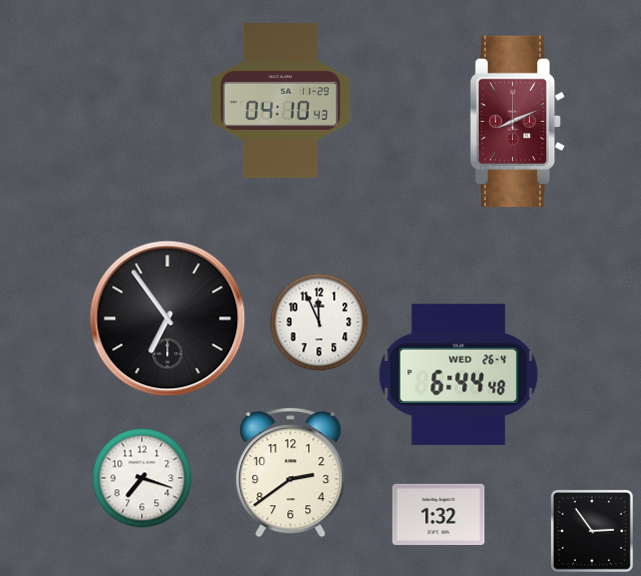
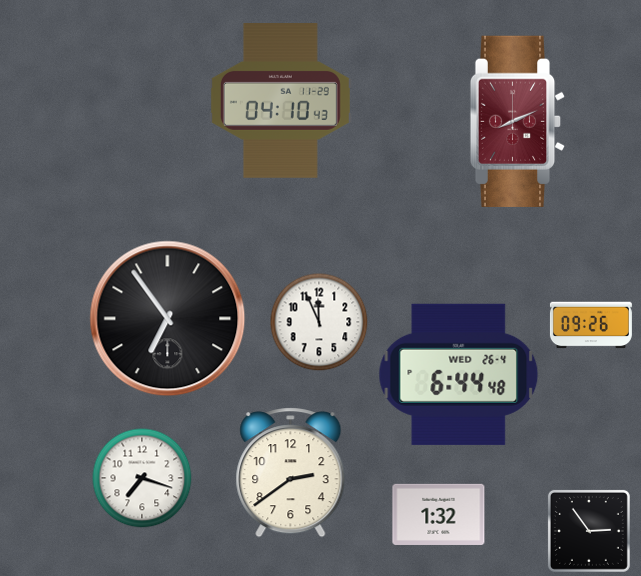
clock at (591, 325): none -> 09:26
clock at (592, 531) position: (592, 531) -> (589, 531)
